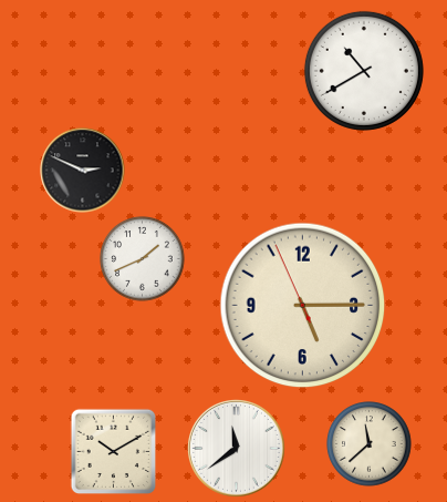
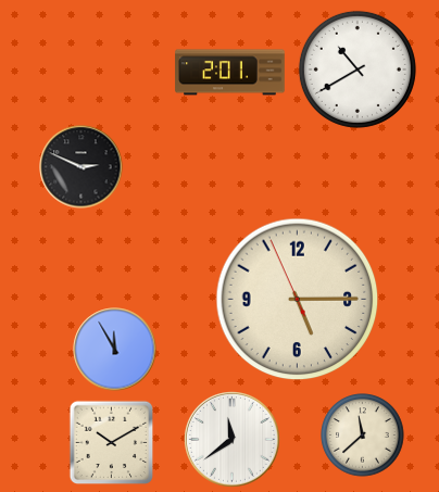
clock at (230, 73): none -> 2:01
clock at (143, 259): 1:41 -> none
clock at (115, 350): none -> 11:55
